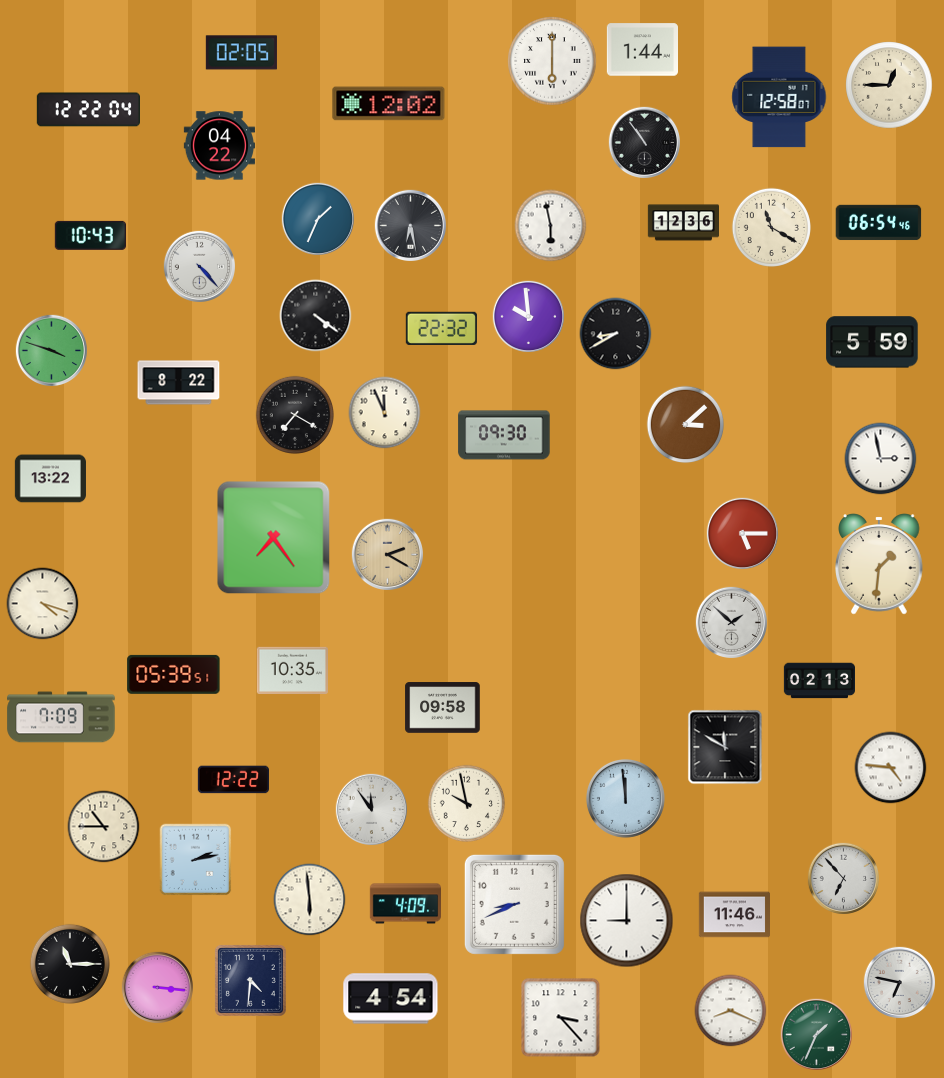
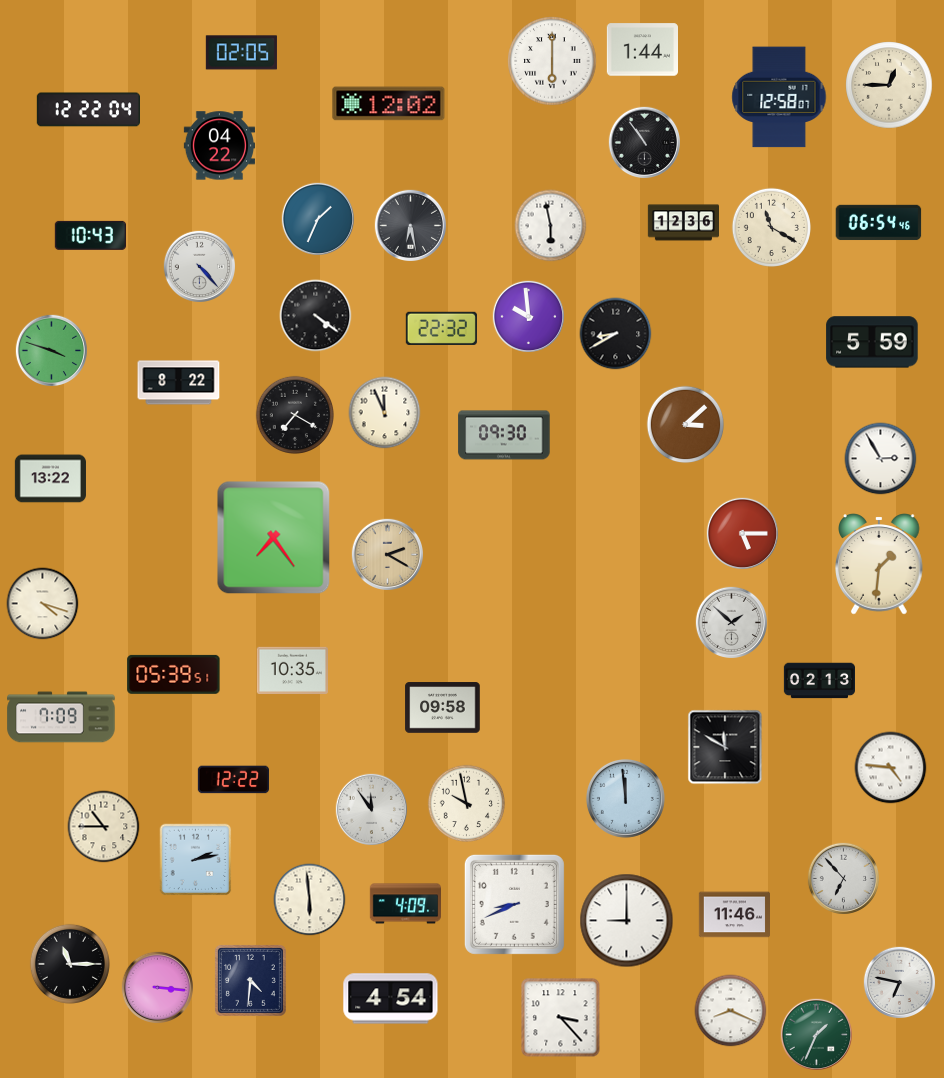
clock at (881, 459): 2:58 -> 2:55
